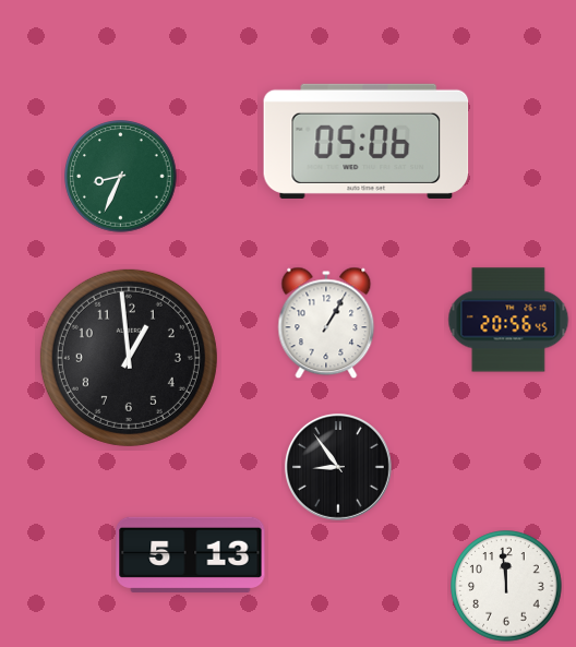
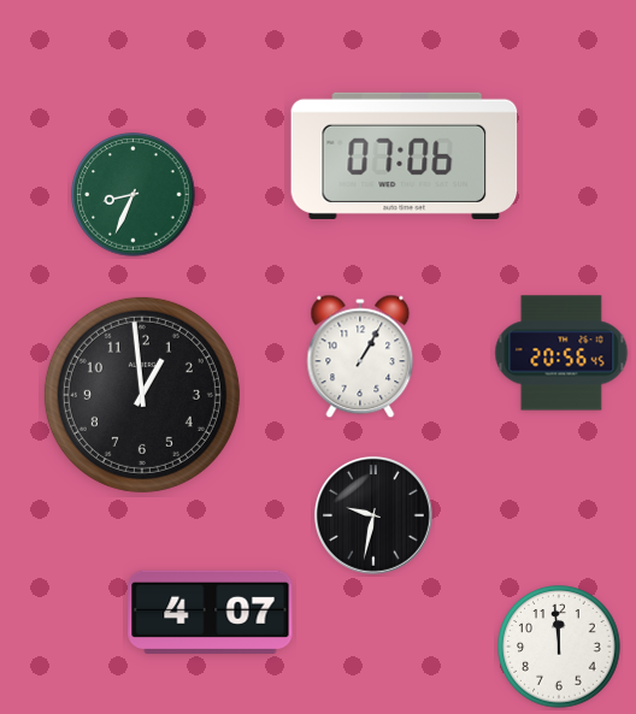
clock at (367, 141): 05:06 -> 07:06
clock at (338, 468): 8:54 -> 9:32
clock at (191, 554): 5:13 -> 4:07
